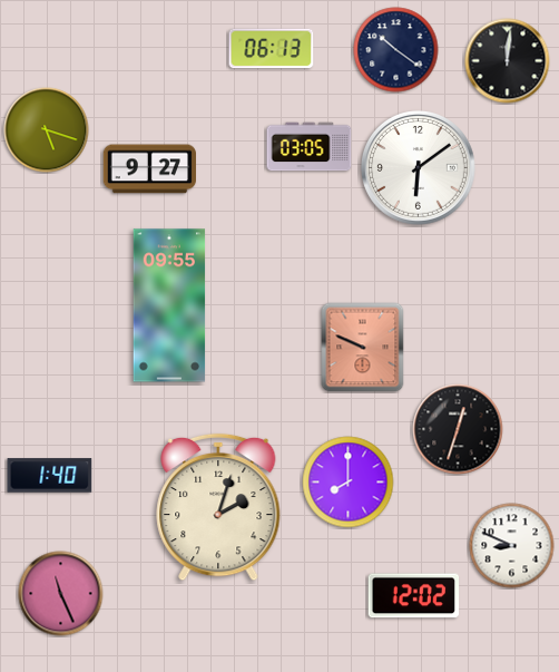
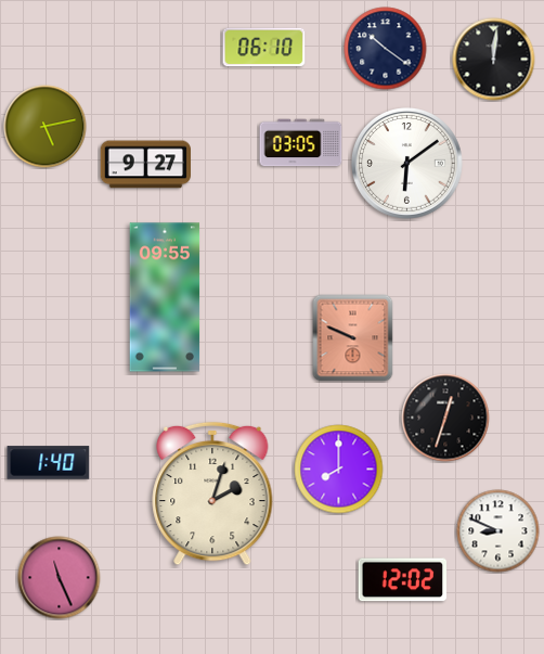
clock at (272, 49): 06:13 -> 06:10
clock at (47, 130): 5:18 -> 5:13
